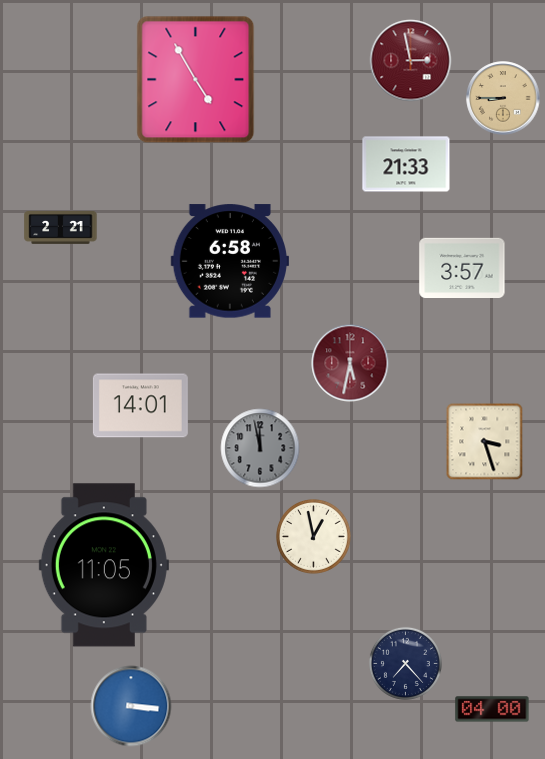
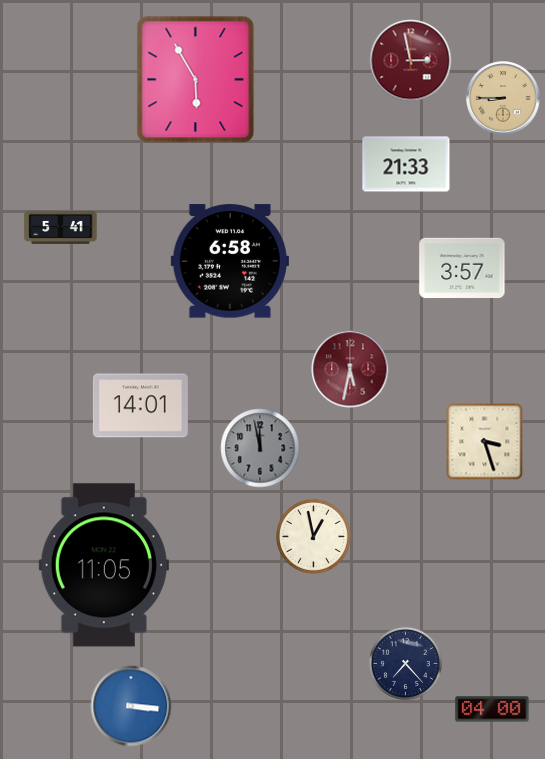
clock at (196, 80): 4:55 -> 5:55
clock at (61, 228): 2:21 -> 5:41
clock at (350, 363) position: (350, 363) -> (350, 369)
